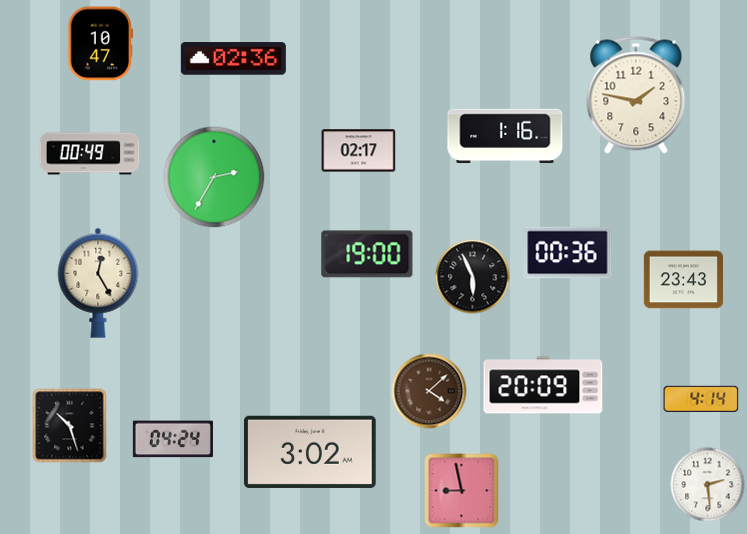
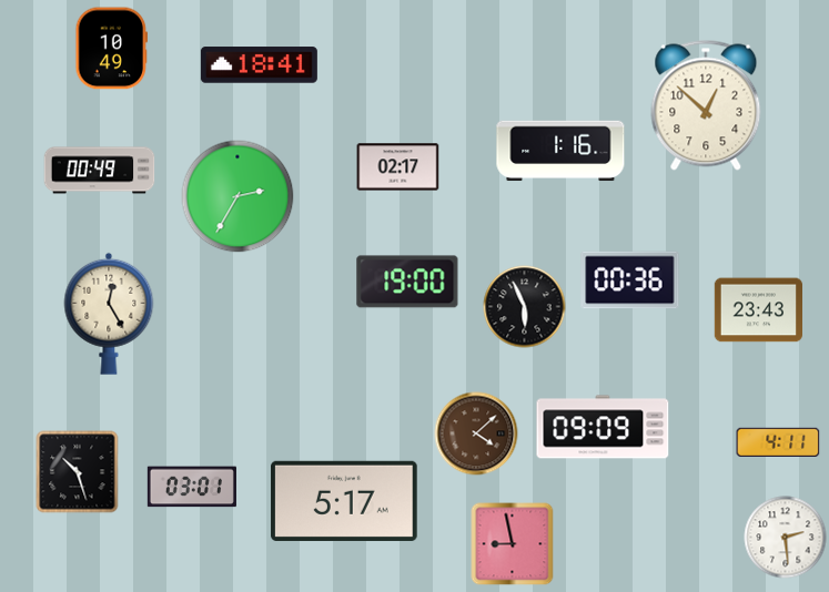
clock at (100, 44): 10:47 -> 10:49
clock at (233, 59): 02:36 -> 18:41
clock at (636, 95): 1:47 -> 12:52
clock at (543, 385): 20:09 -> 09:09
clock at (701, 399): 4:14 -> 4:11
clock at (173, 439): 04:24 -> 03:01
clock at (310, 452): 3:02 -> 5:17
